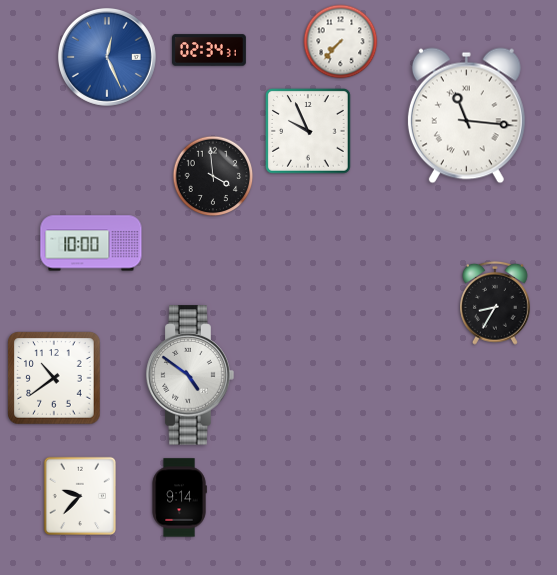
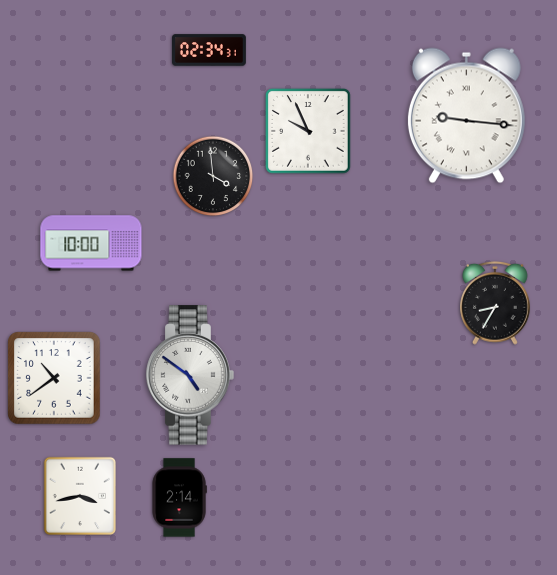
clock at (341, 42): 7:37 -> none
clock at (107, 57): 12:26 -> none
clock at (466, 116): 11:16 -> 9:16
clock at (79, 495): 9:37 -> 3:43
clock at (179, 498): 9:14 -> 2:14
